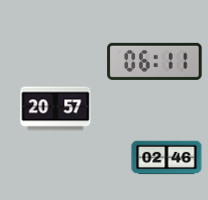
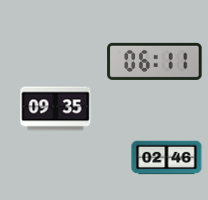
clock at (56, 109): 20:57 -> 09:35
